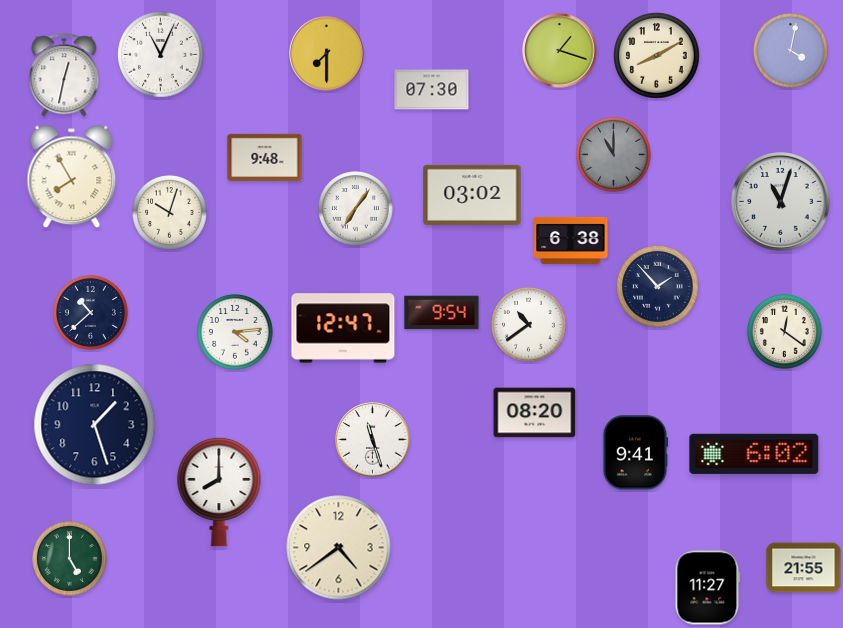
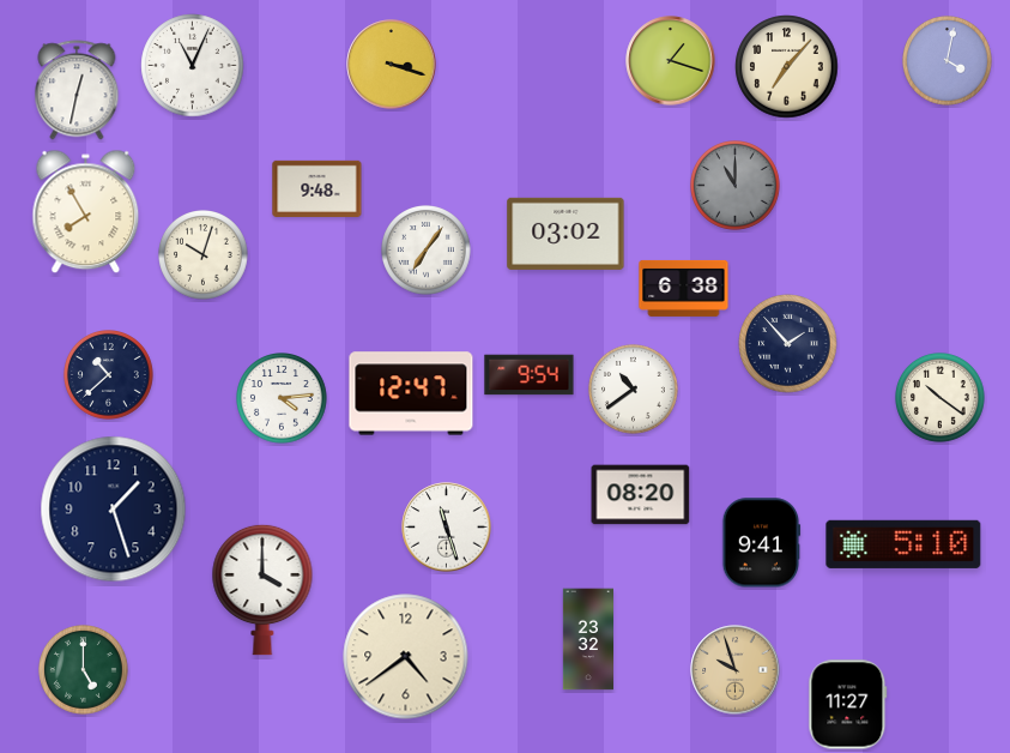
clock at (327, 54): 7:30 -> 3:18
clock at (657, 56): 8:10 -> 7:07
clock at (432, 90): 07:30 -> none
clock at (781, 202): 11:03 -> none
clock at (785, 332): 12:21 -> 10:21
clock at (754, 454): 6:02 -> 5:10
clock at (219, 492): 8:00 -> 4:00
clock at (587, 639): none -> 23:32
clock at (736, 670): none -> 9:57
clock at (804, 568): 21:55 -> none
